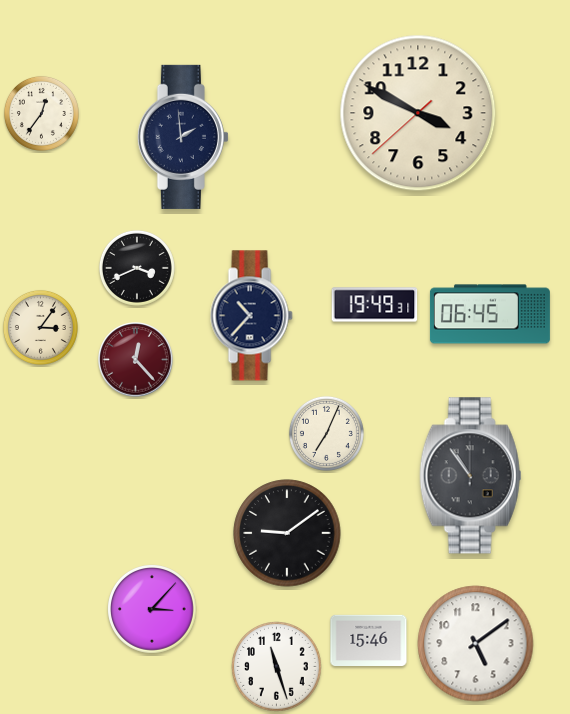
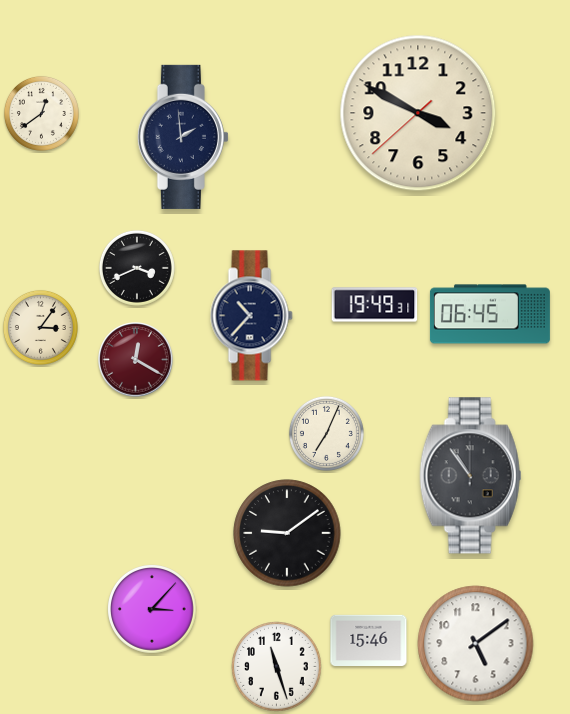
clock at (41, 113): 12:36 -> 12:39
clock at (136, 360): 12:23 -> 12:20
